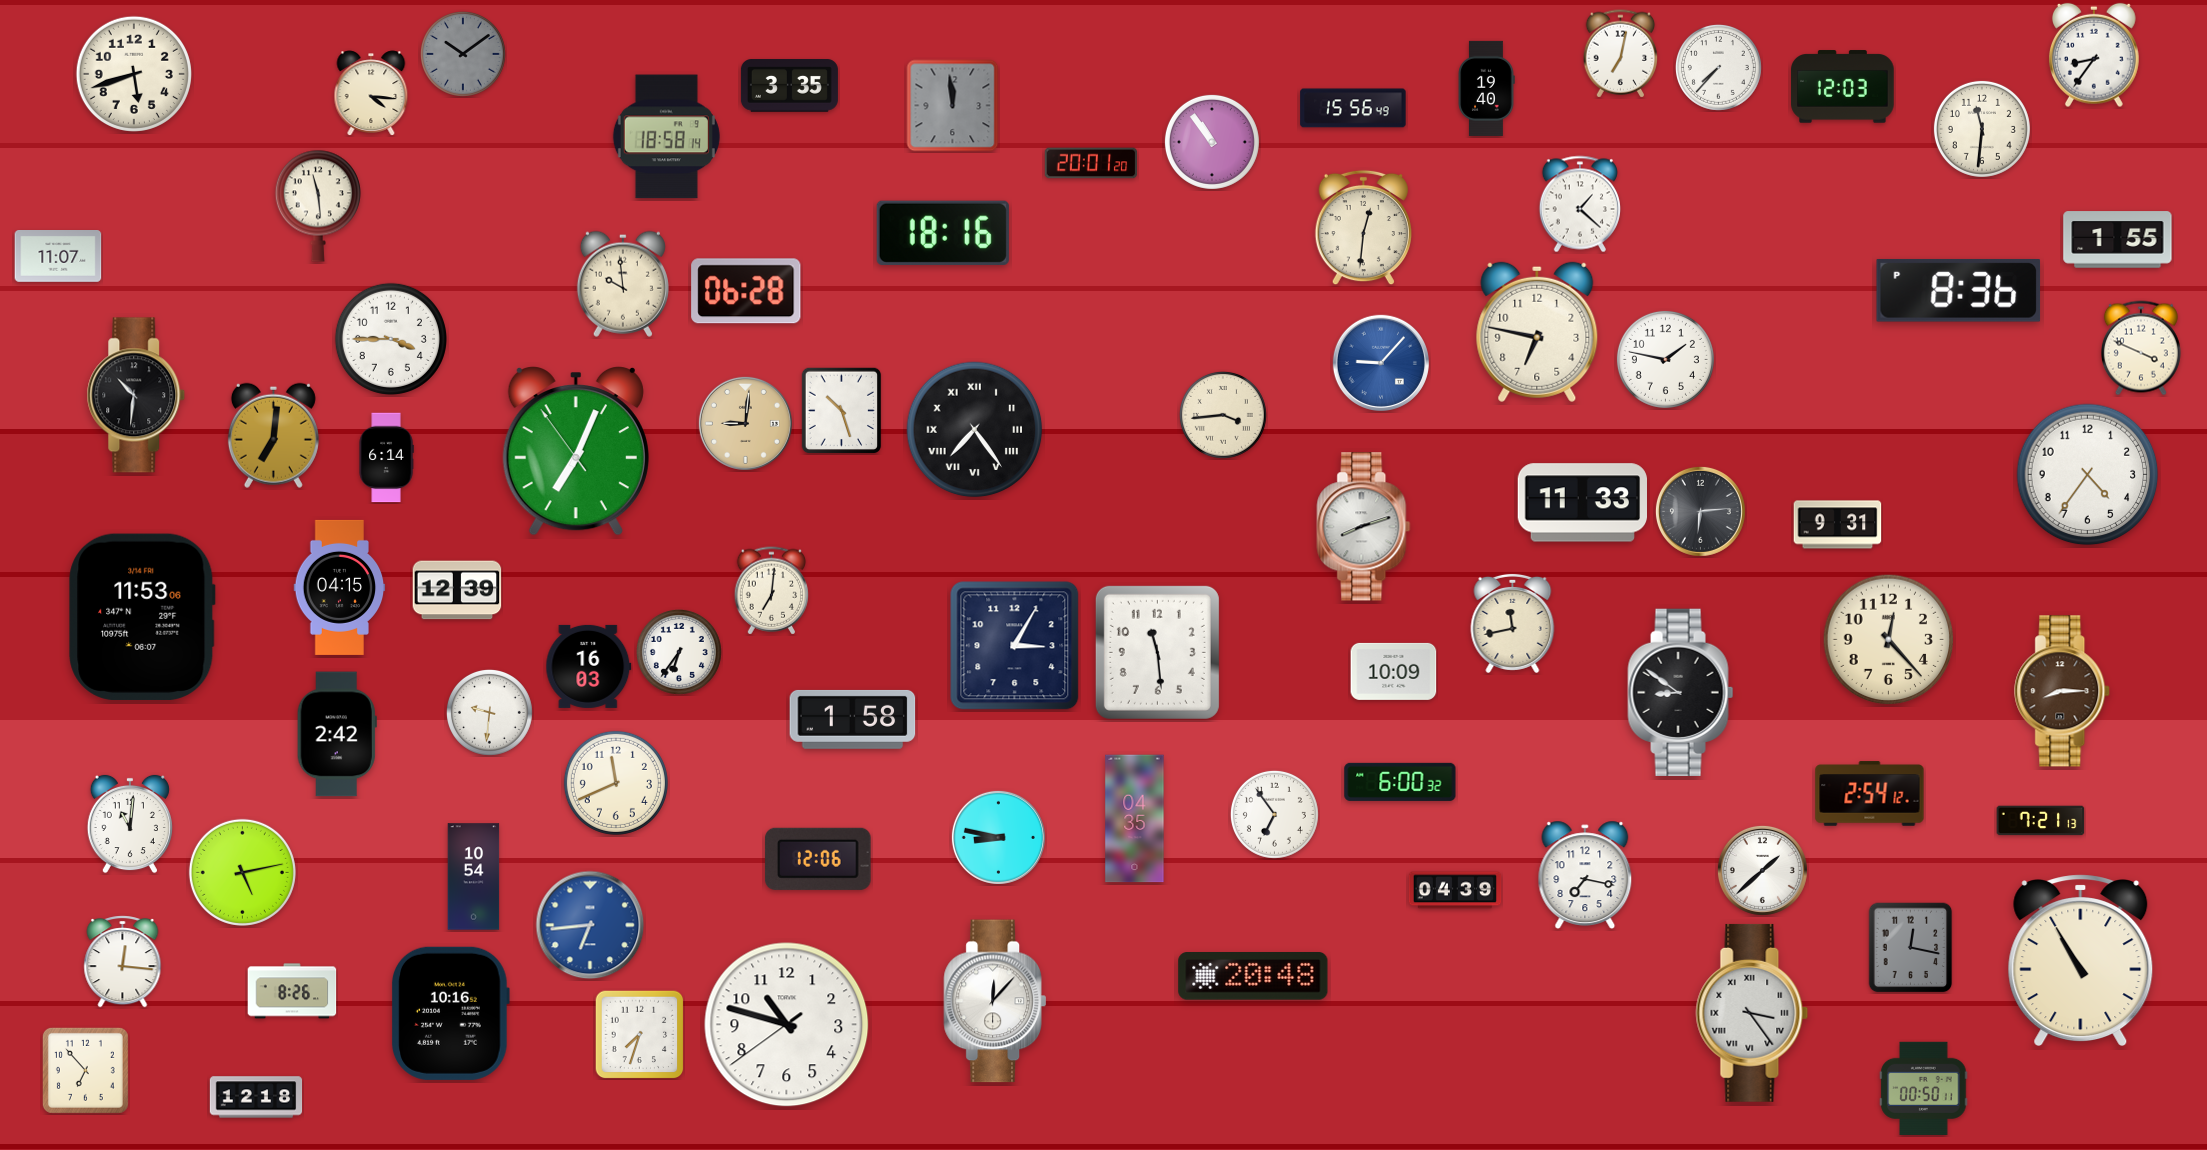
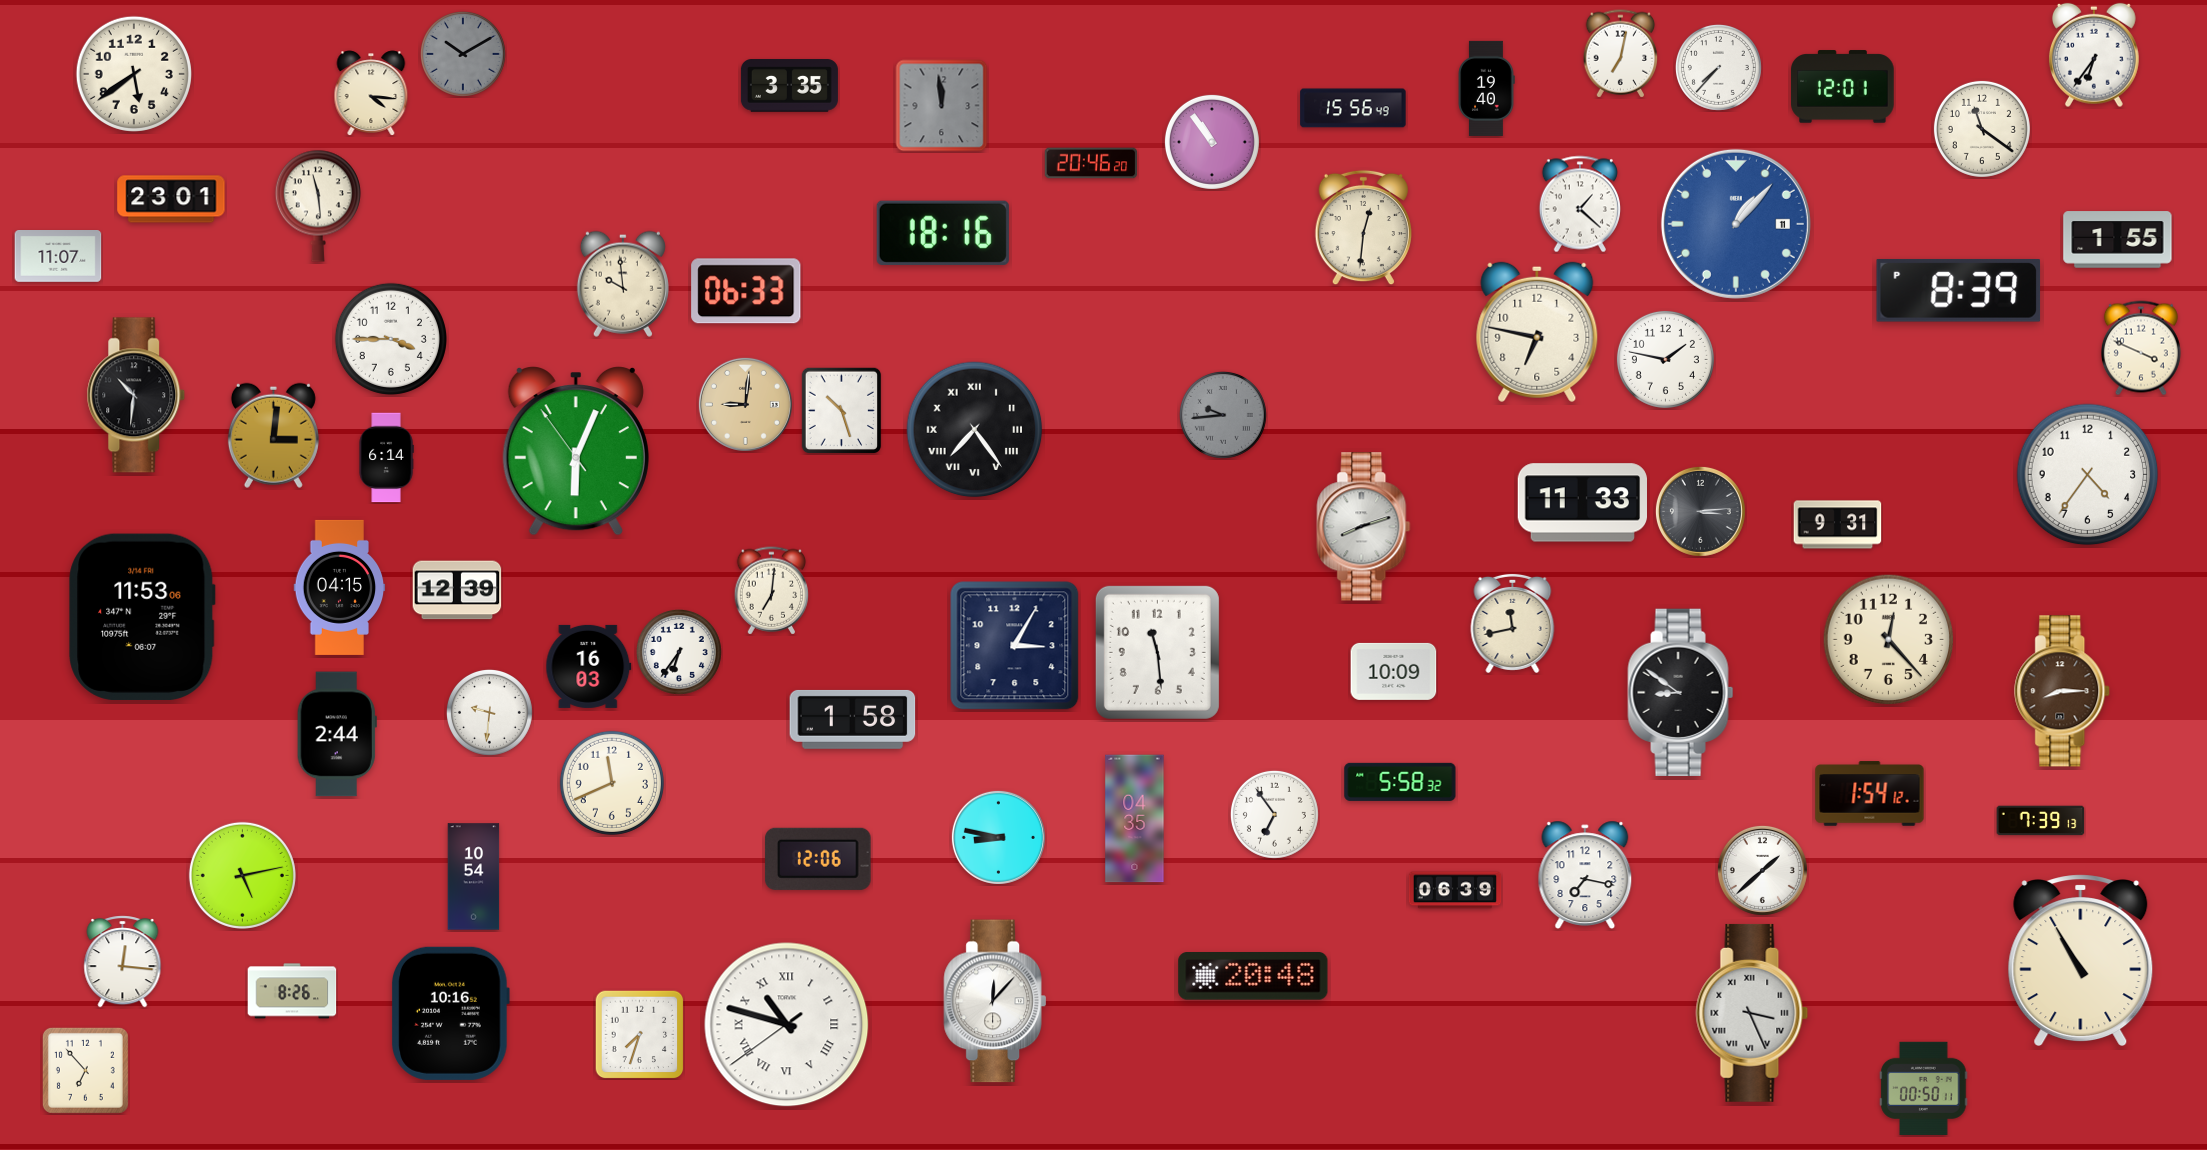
clock at (463, 54): 10:09 -> 10:10
clock at (2094, 55): 8:36 -> 6:36
clock at (134, 74): 5:42 -> 5:39
clock at (1843, 87): 12:03 -> 12:01
clock at (953, 106) position: (953, 106) -> (942, 106)
clock at (1982, 129): 11:31 -> 11:21
clock at (666, 137): 18:58 -> none
clock at (1091, 163): 20:01 -> 20:46
clock at (171, 199): none -> 23:01
clock at (1736, 224): none -> 1:07
clock at (1959, 290): 8:36 -> 8:39
clock at (746, 291): 06:28 -> 06:33
clock at (1381, 363): 9:07 -> none
clock at (1223, 415): 3:44 -> 9:44
clock at (1223, 415) dial: cream -> grey
clock at (745, 423) position: (745, 423) -> (745, 404)
clock at (273, 435): 7:01 -> 3:01
clock at (576, 451): 7:03 -> 6:03
clock at (1700, 511): 6:14 -> 3:14
clock at (337, 734): 2:42 -> 2:44
clock at (1400, 782): 6:00 -> 5:58
clock at (616, 783) position: (616, 783) -> (612, 783)
clock at (1870, 794): 2:54 -> 1:54
clock at (2041, 821): 7:21 -> 7:39
clock at (130, 824): 11:01 -> none
clock at (242, 872) position: (242, 872) -> (242, 875)
clock at (1455, 890): 04:39 -> 06:39
clock at (590, 925): 6:44 -> none
clock at (1911, 948): 12:17 -> none
clock at (1752, 1013): 3:24 -> 3:26
clock at (787, 1025) numerals: Arabic -> Roman
clock at (256, 1097): 12:18 -> none
